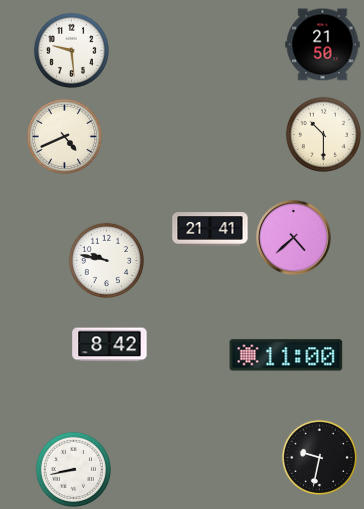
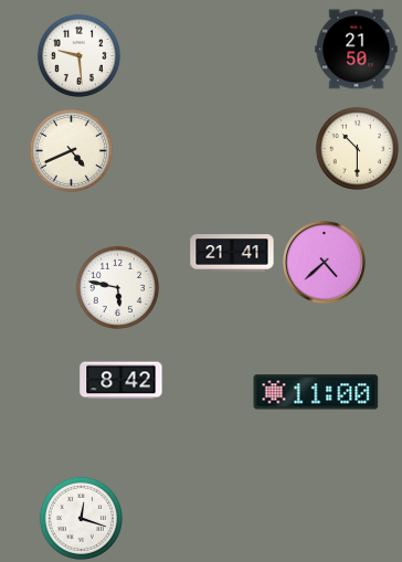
clock at (106, 260): 9:47 -> 5:47
clock at (319, 457): 9:32 -> none
clock at (73, 469): 8:43 -> 12:18
